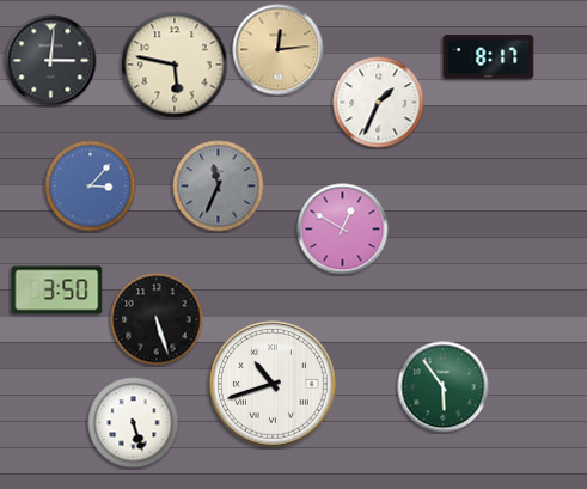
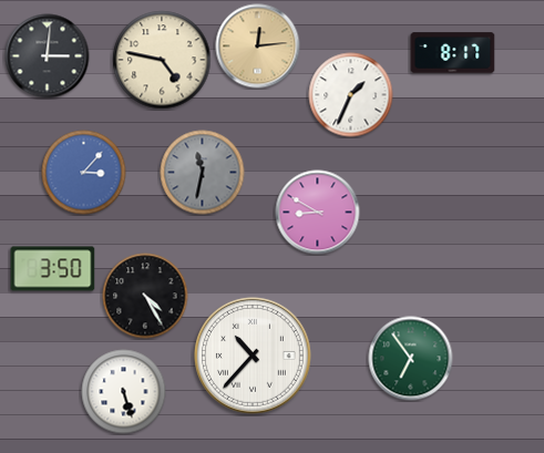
clock at (175, 65): 5:47 -> 4:47
clock at (219, 187): 11:34 -> 11:32
clock at (343, 230): 12:50 -> 8:50
clock at (157, 319): 5:27 -> 4:25
clock at (273, 384): 10:42 -> 10:37
clock at (444, 387): 5:54 -> 6:54
